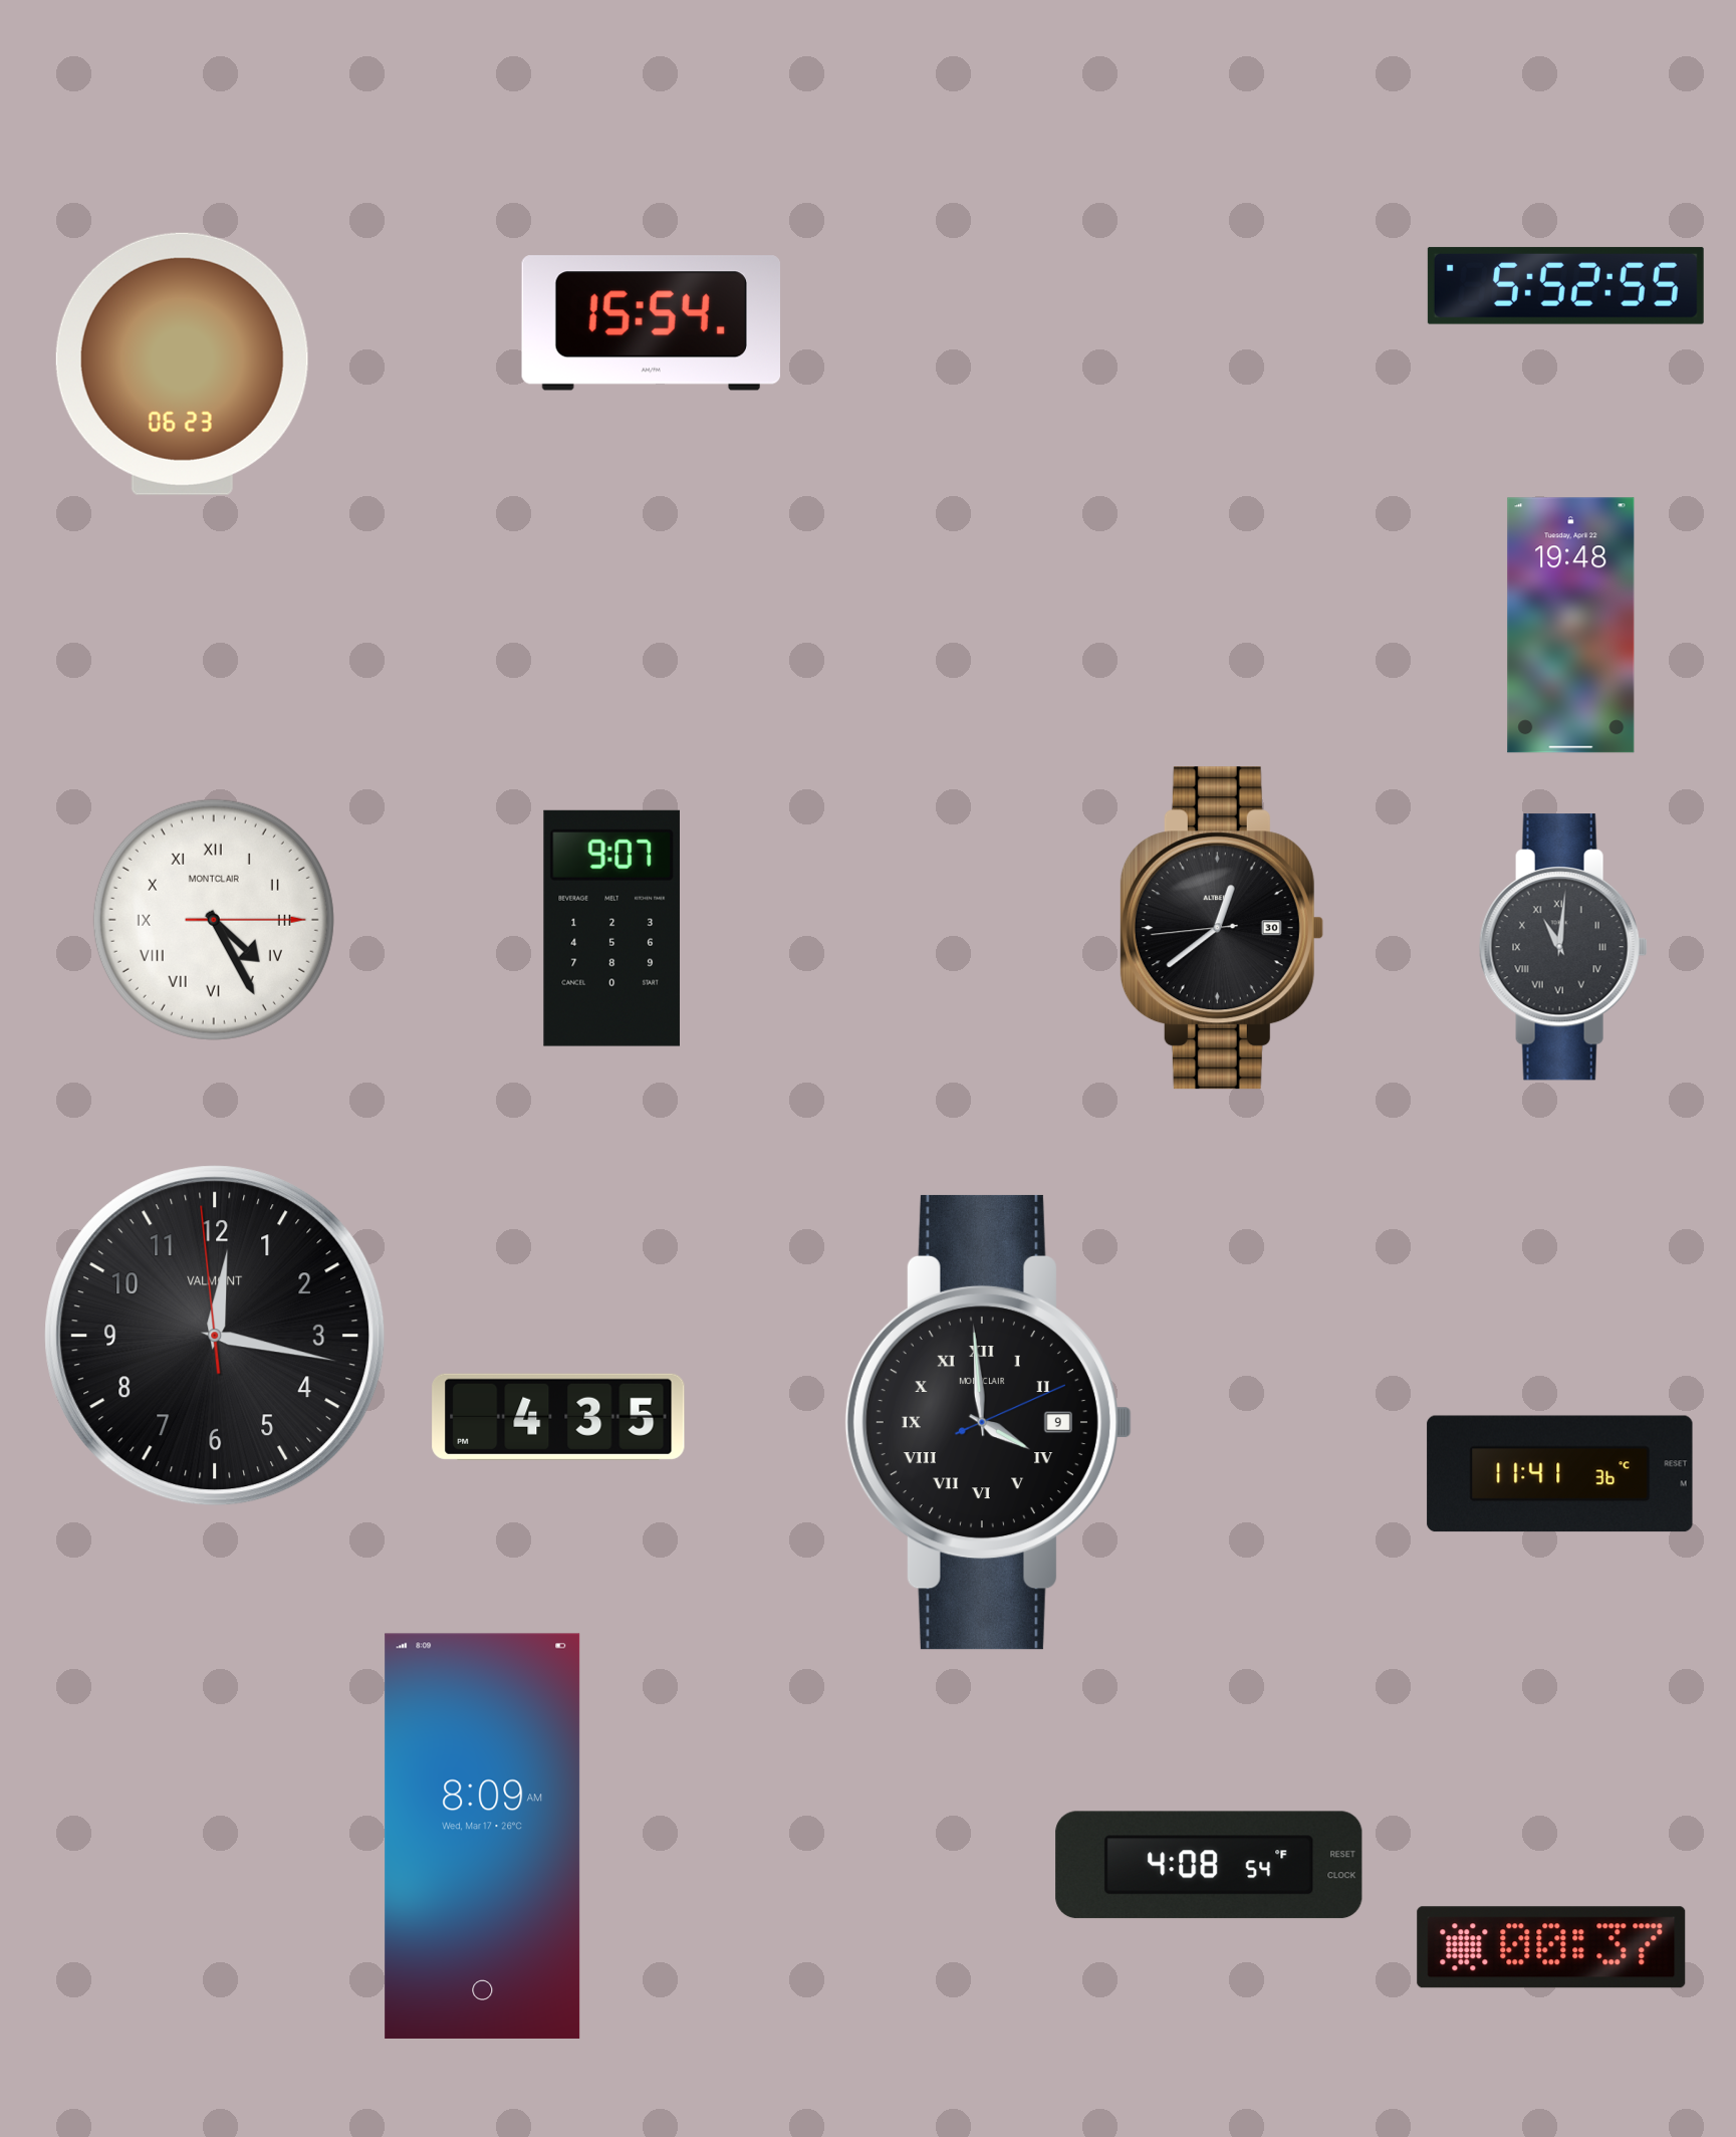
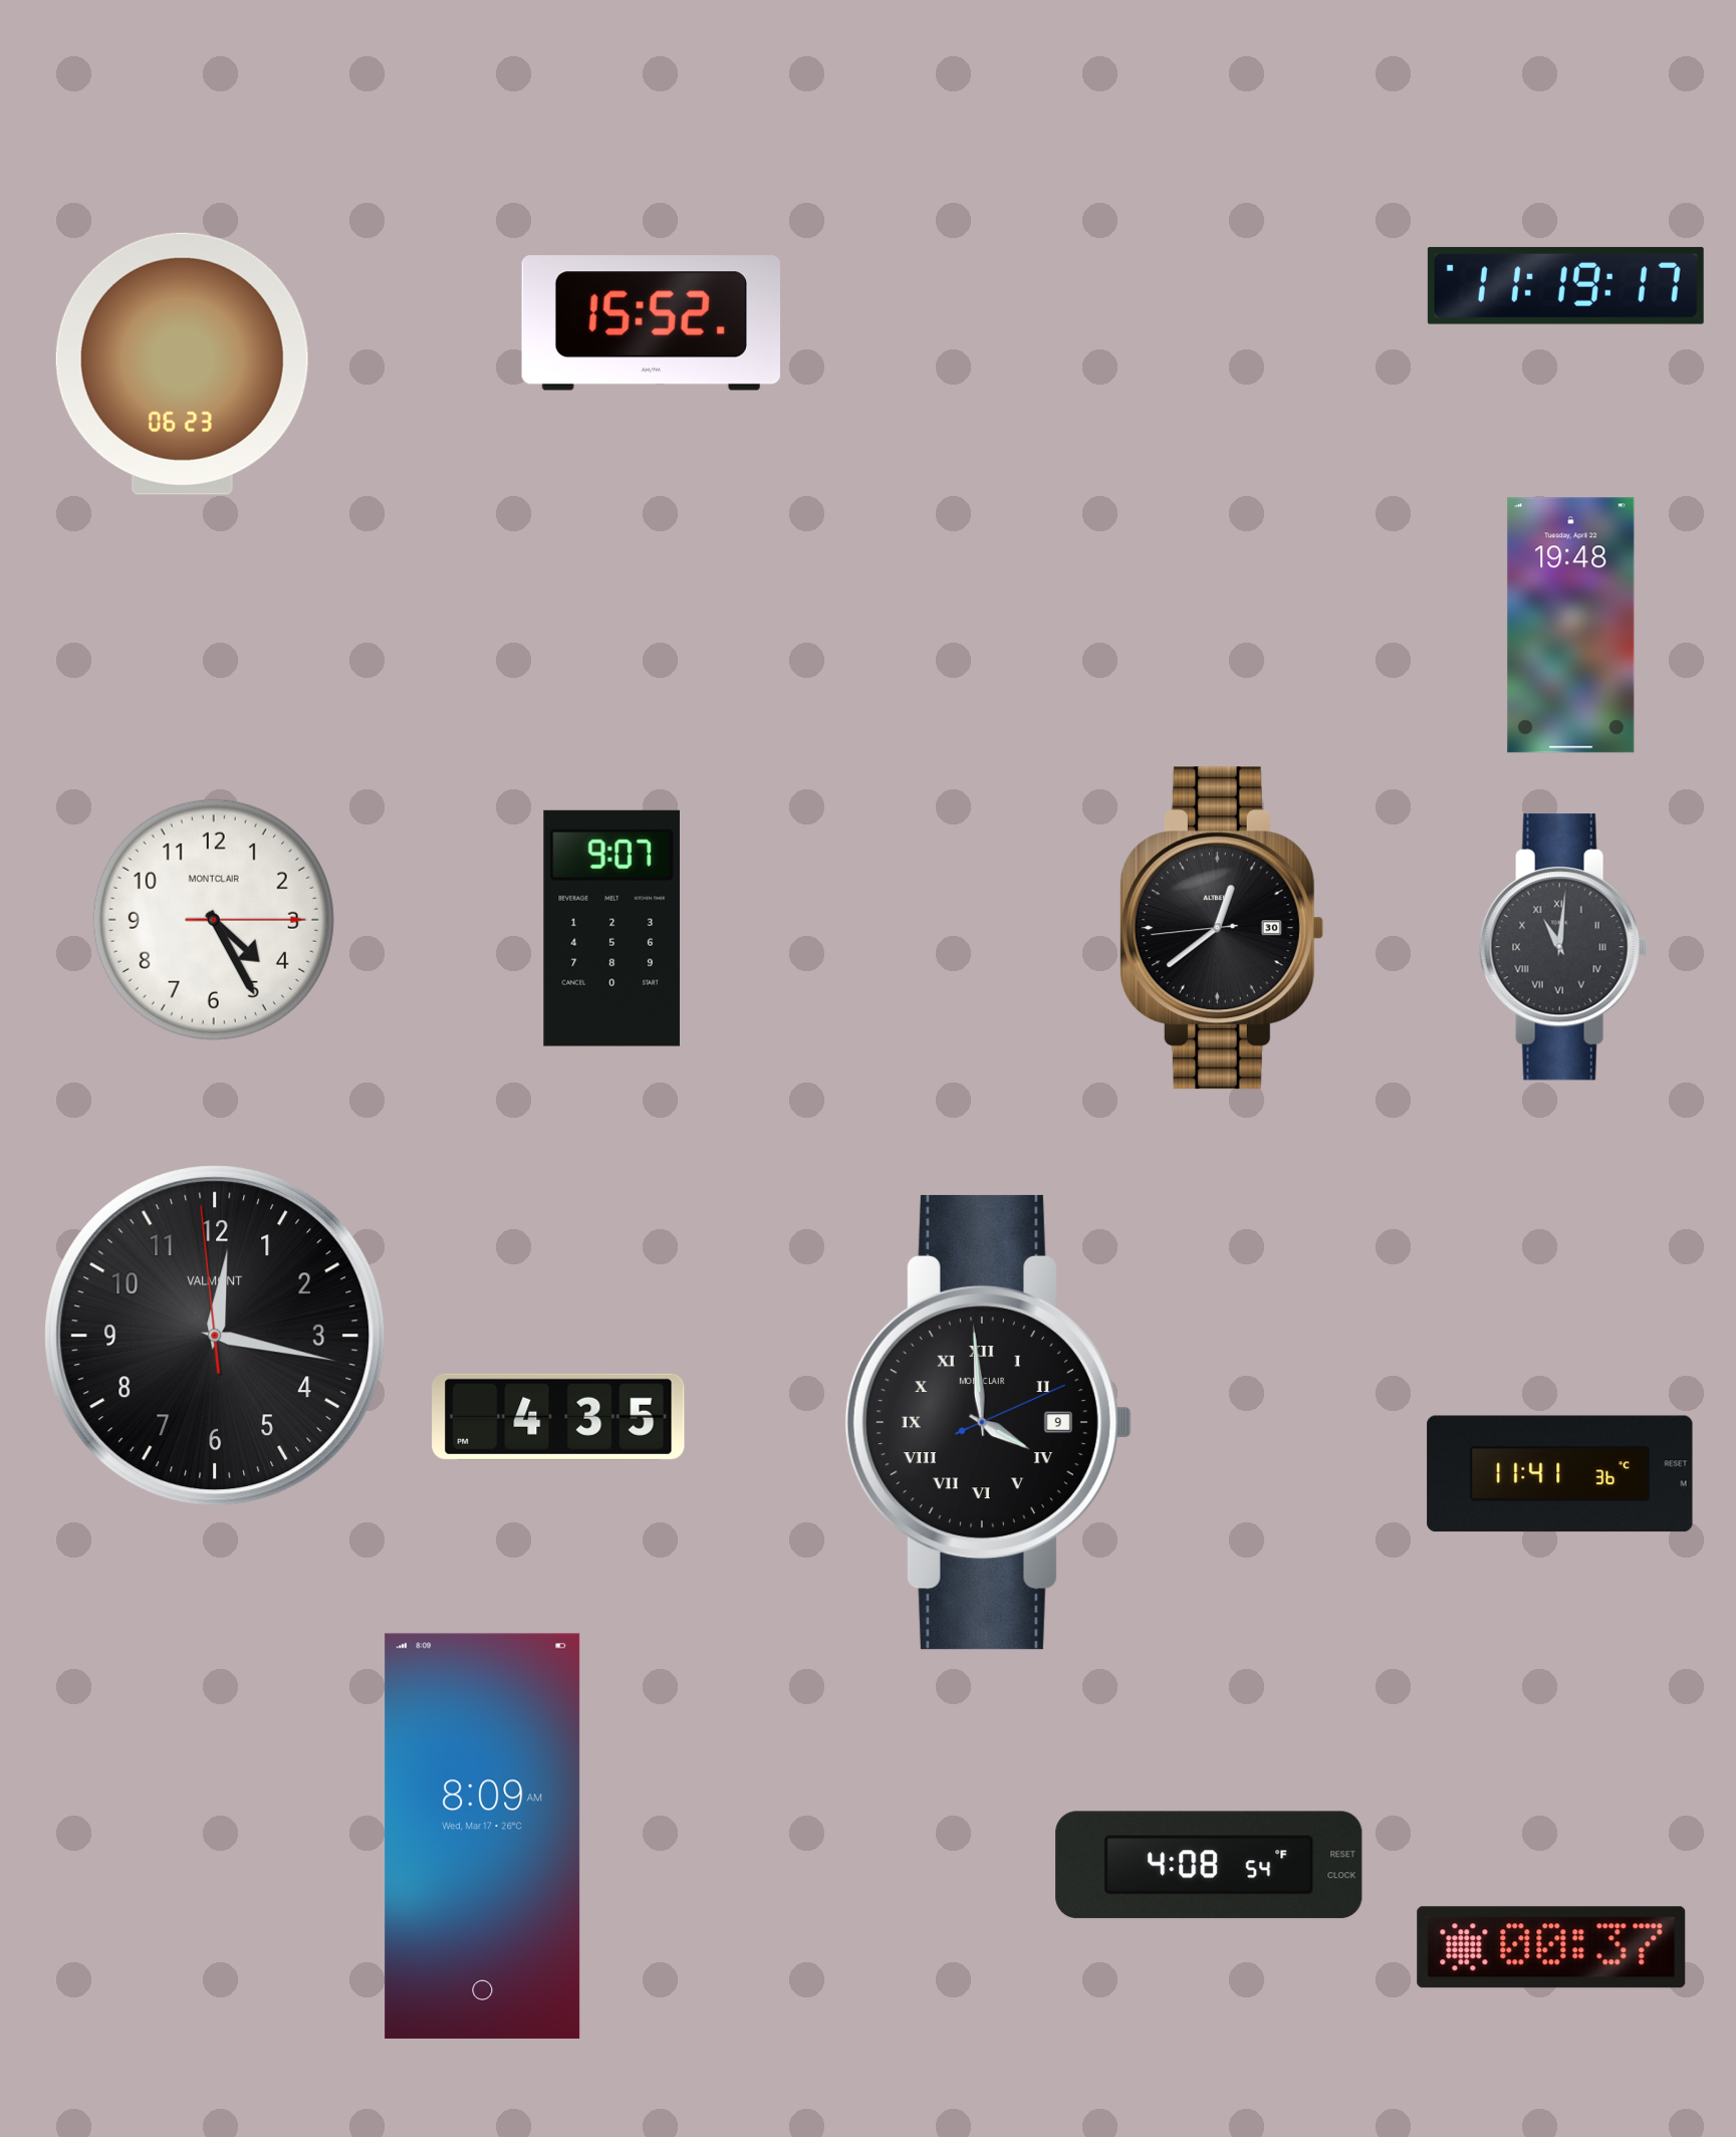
clock at (1565, 285): 5:52 -> 11:19
clock at (651, 323): 15:54 -> 15:52
clock at (214, 920) numerals: Roman -> Arabic
